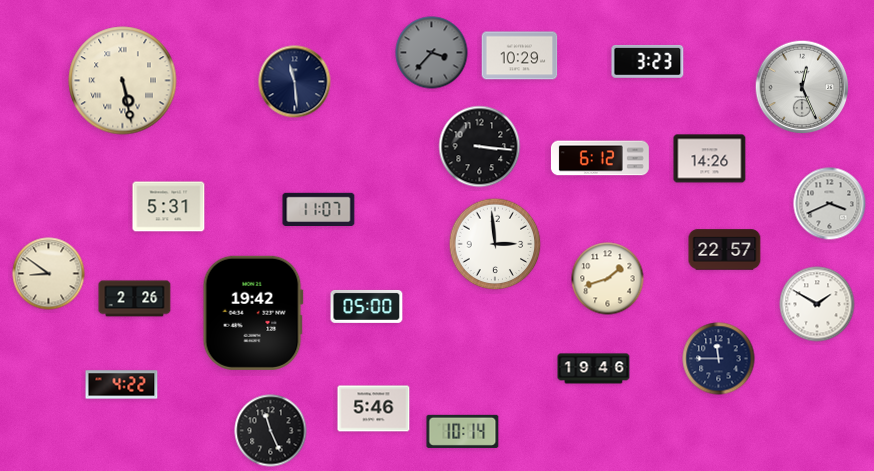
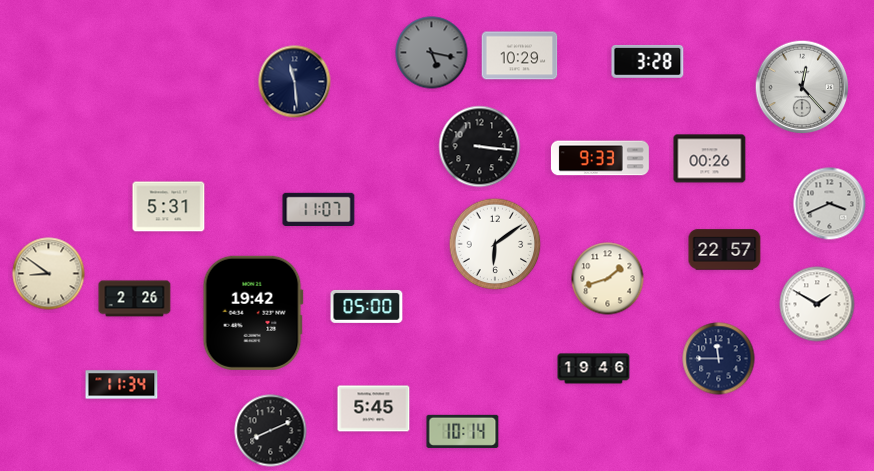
clock at (432, 53): 3:37 -> 5:17
clock at (648, 61): 3:23 -> 3:28
clock at (123, 81): 5:28 -> none
clock at (802, 87): 12:26 -> 12:23
clock at (600, 158): 6:12 -> 9:33
clock at (710, 159): 14:26 -> 00:26
clock at (495, 244): 2:59 -> 6:09
clock at (122, 385): 4:22 -> 11:34
clock at (374, 409): 5:46 -> 5:45
clock at (271, 431): 11:26 -> 8:11
